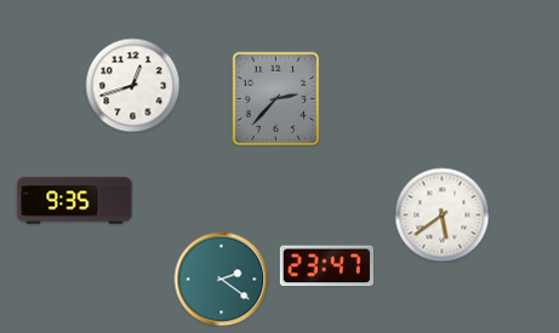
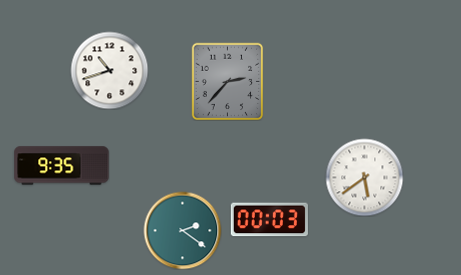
clock at (132, 85): 12:42 -> 10:42
clock at (326, 266): 23:47 -> 00:03
